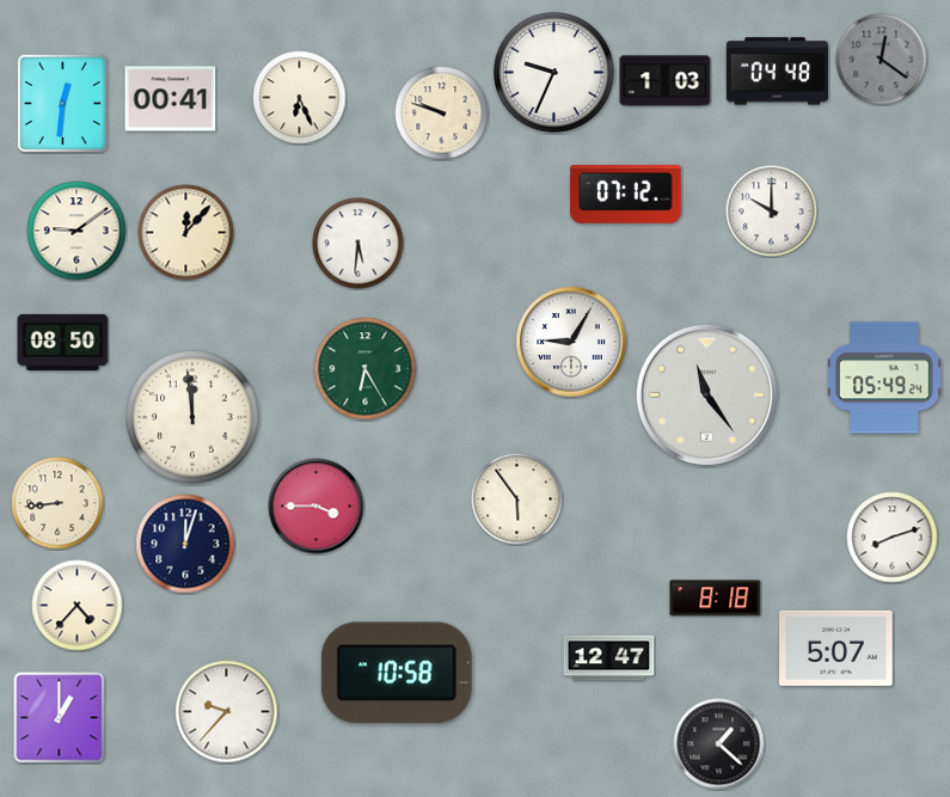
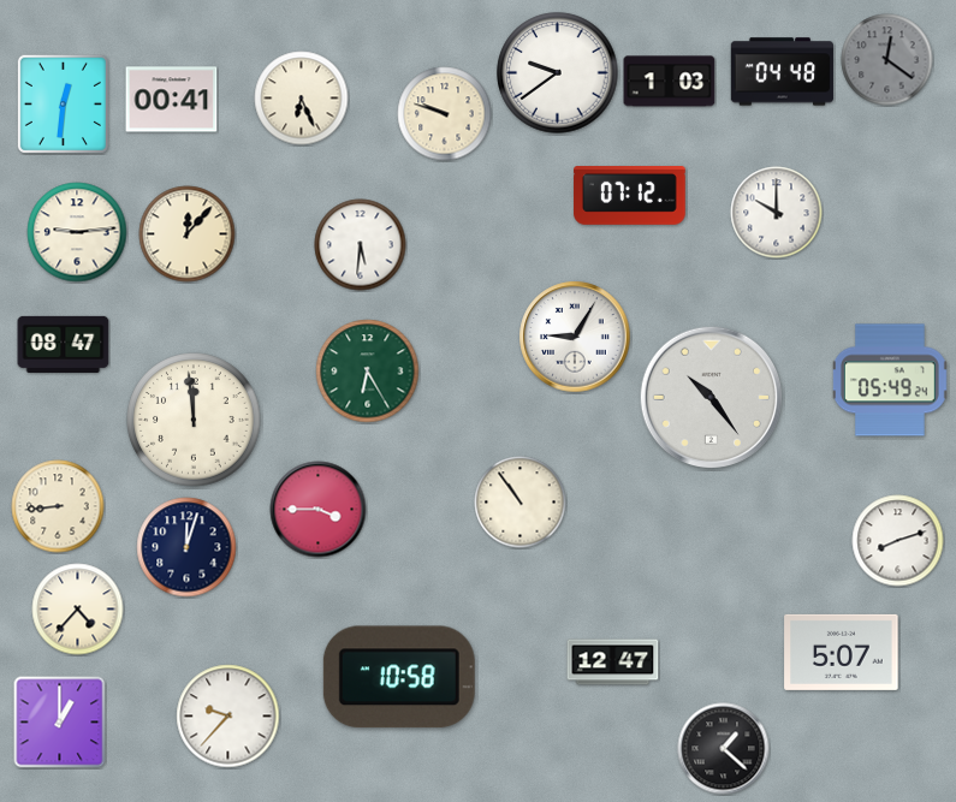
clock at (554, 73): 9:34 -> 9:39
clock at (76, 231): 9:09 -> 9:14
clock at (63, 342): 08:50 -> 08:47
clock at (571, 342) position: (571, 342) -> (575, 337)
clock at (706, 394): 11:24 -> 10:24
clock at (517, 499): 5:54 -> 10:54
clock at (716, 599): 8:18 -> none
